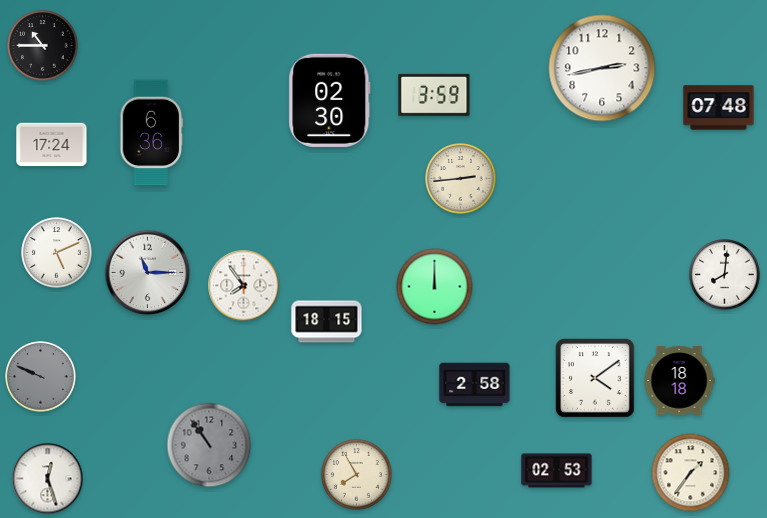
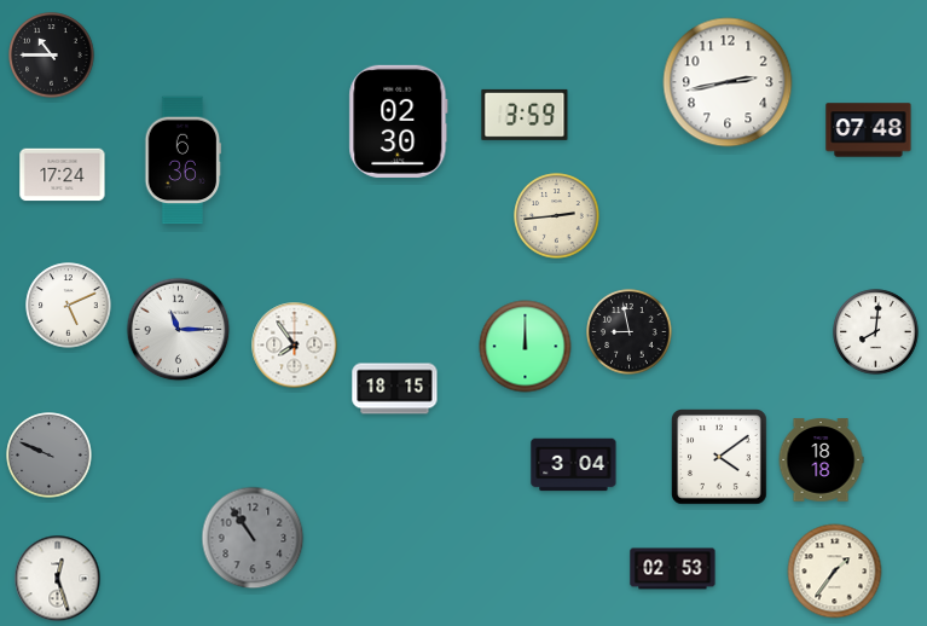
clock at (630, 332): none -> 8:58
clock at (475, 385): 2:58 -> 3:04
clock at (357, 475): 7:55 -> none
